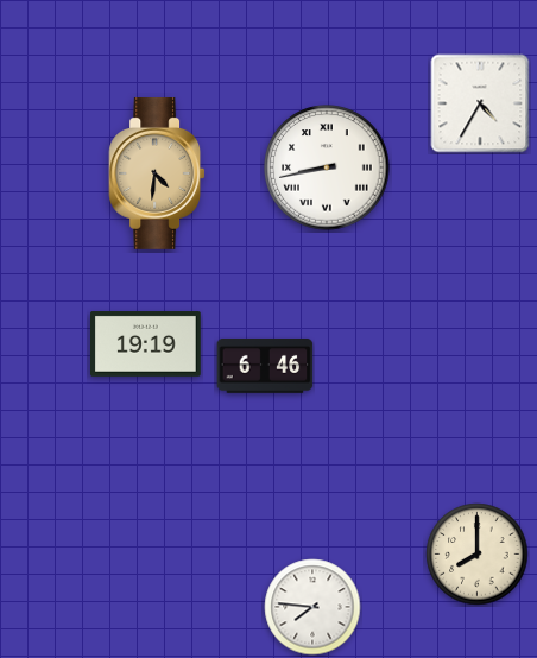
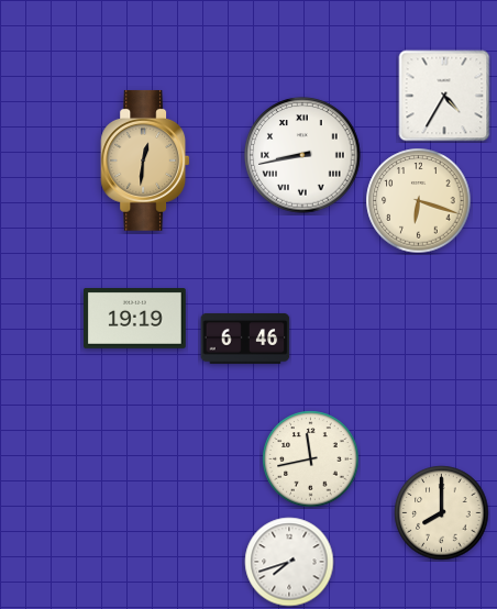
clock at (157, 173): 4:31 -> 12:31
clock at (419, 201): none -> 6:18
clock at (311, 459): none -> 11:43
clock at (312, 607): 7:46 -> 7:42
